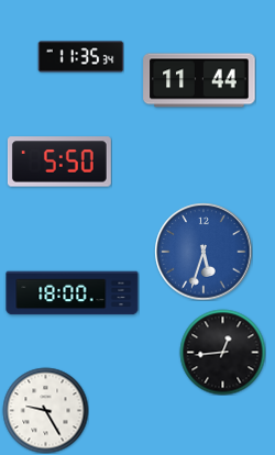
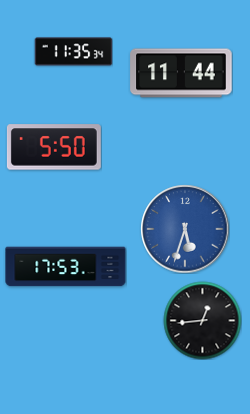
clock at (73, 293): 18:00 -> 17:53
clock at (45, 410): 9:25 -> none
